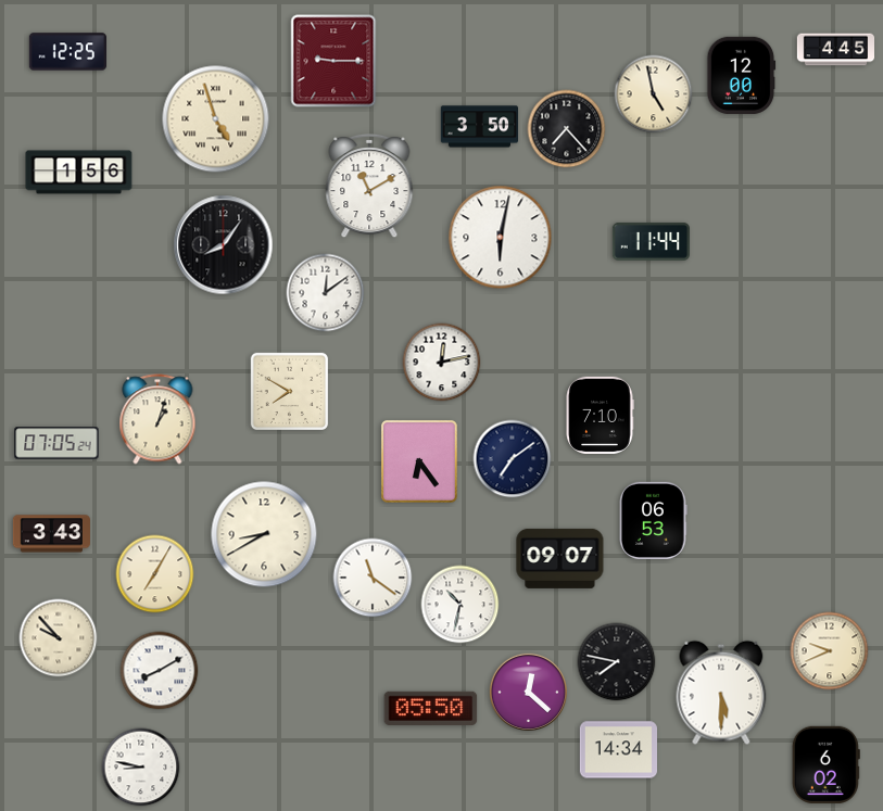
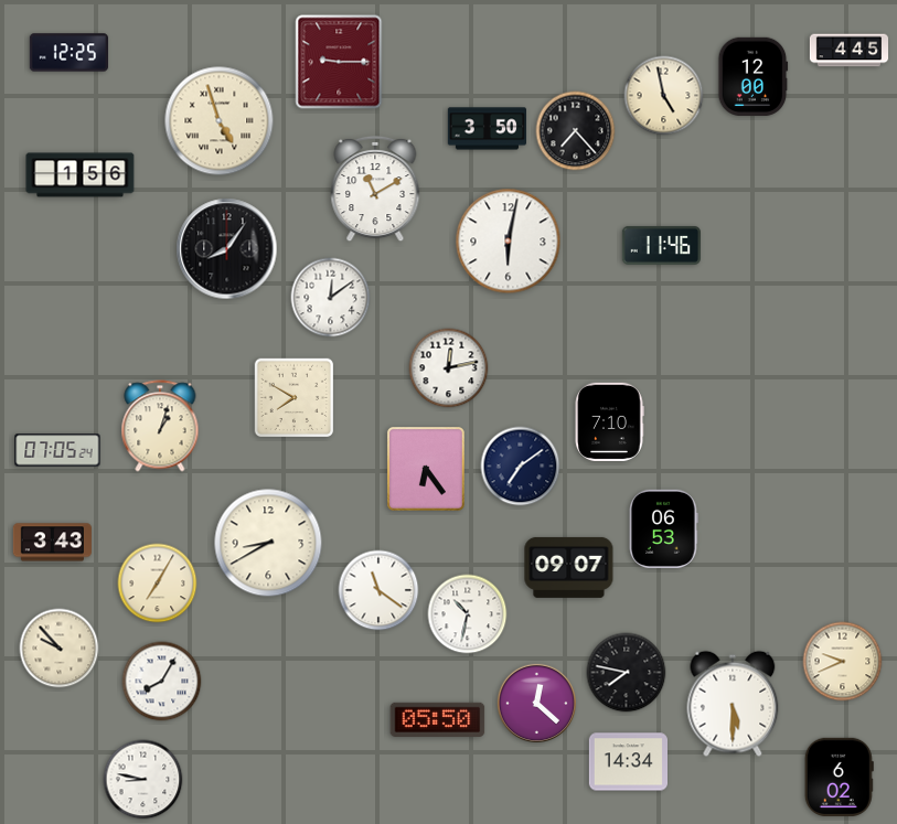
clock at (651, 241): 11:44 -> 11:46
clock at (373, 578) position: (373, 578) -> (378, 590)
clock at (160, 671): 8:10 -> 8:05
